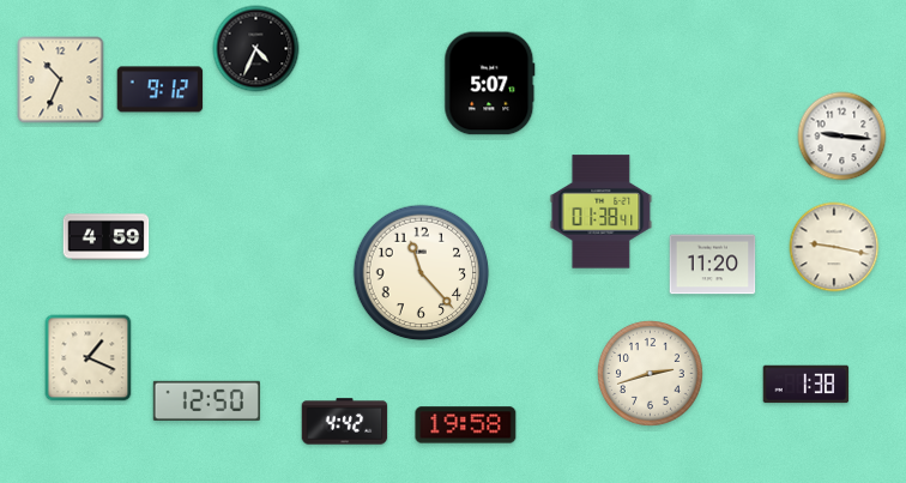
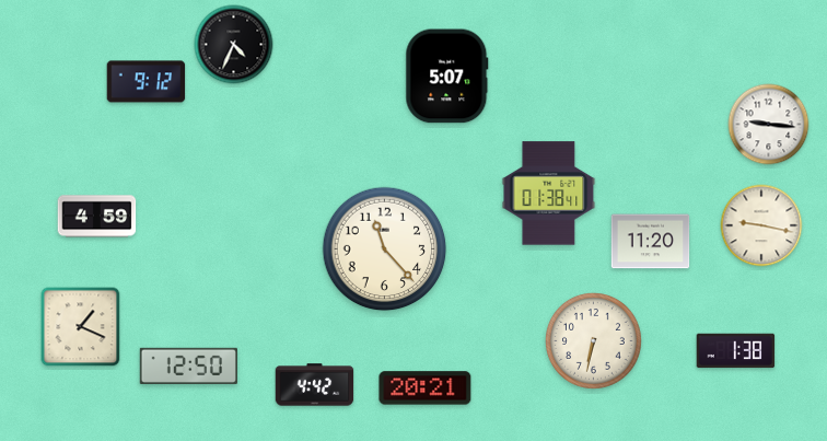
clock at (61, 80): 10:34 -> none
clock at (650, 373): 2:42 -> 6:32
clock at (466, 425): 19:58 -> 20:21
